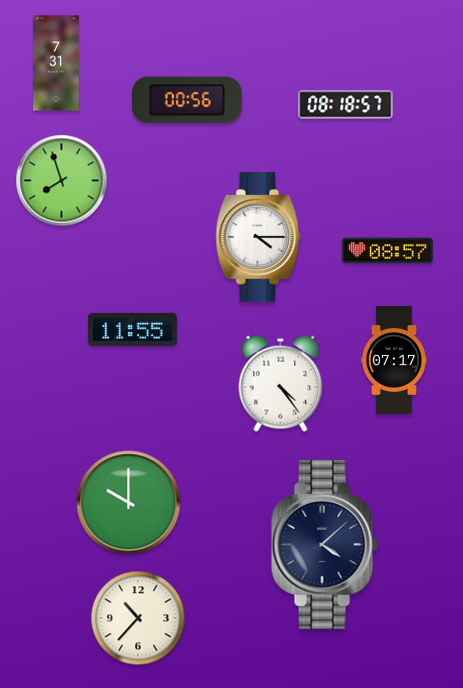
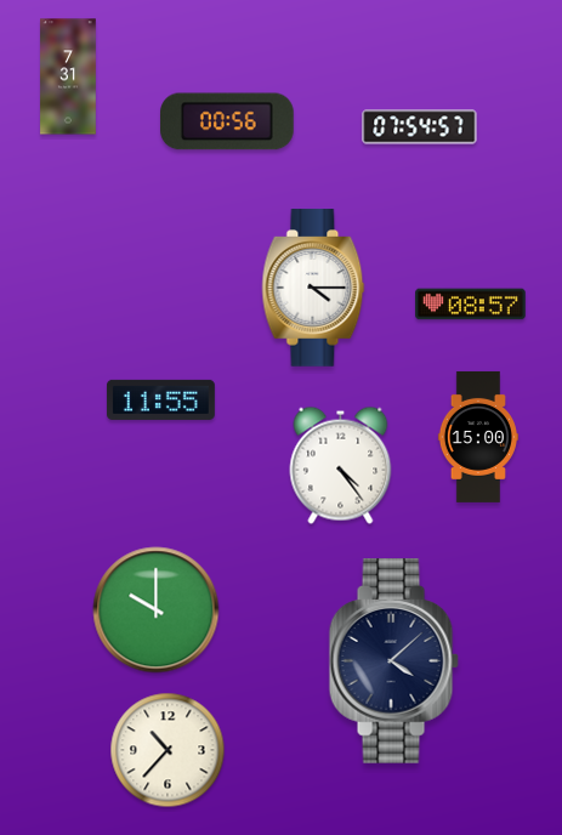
clock at (346, 105): 08:18 -> 07:54
clock at (62, 181): 7:57 -> none
clock at (394, 360): 07:17 -> 15:00
